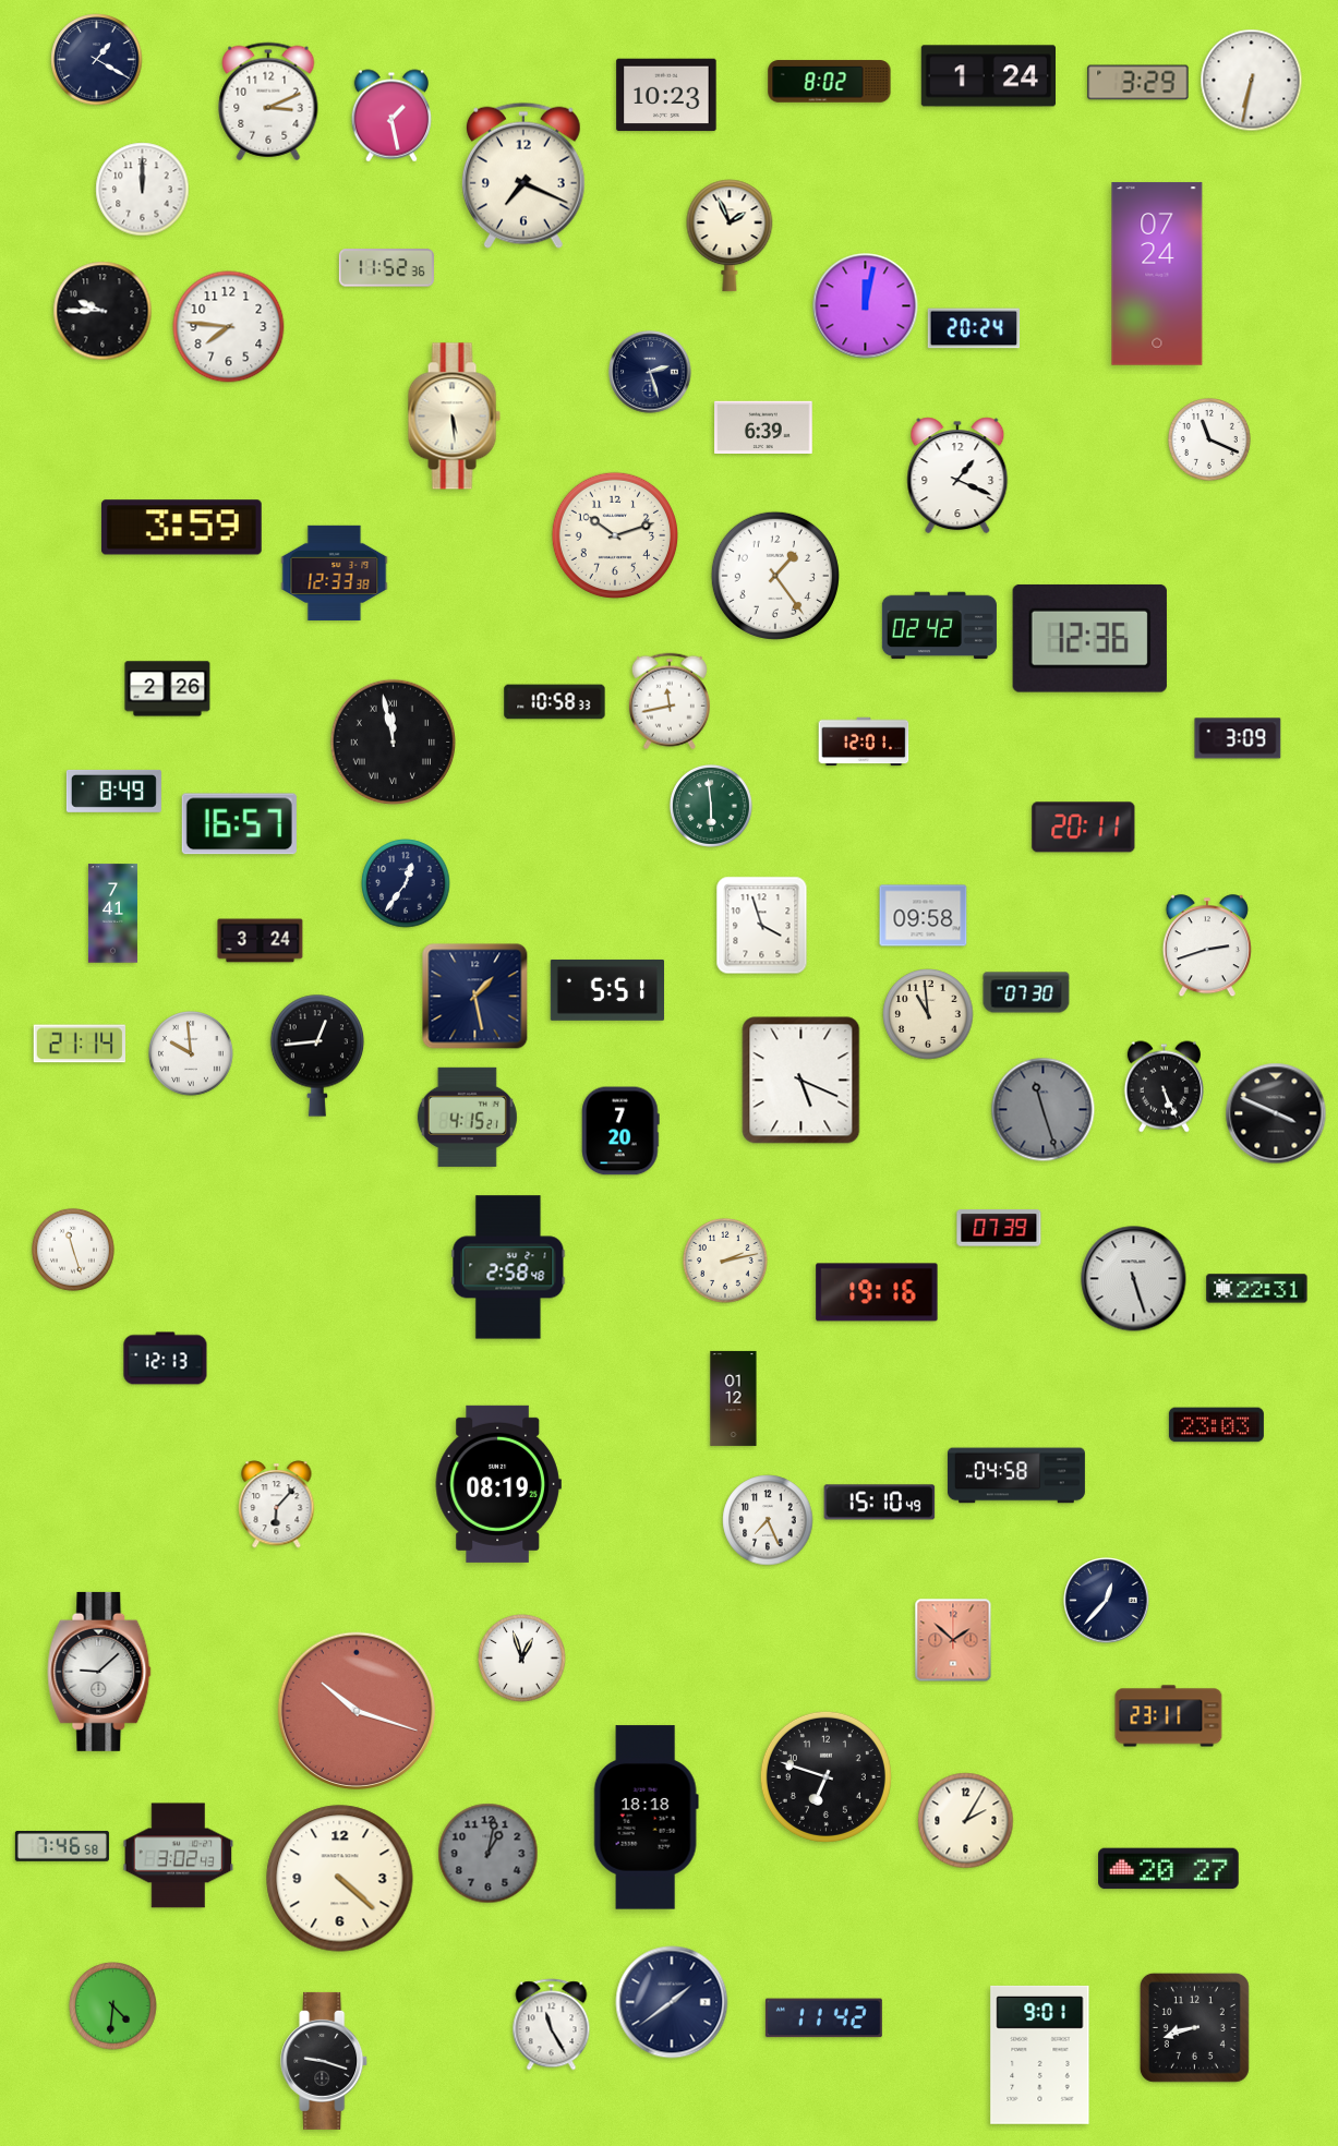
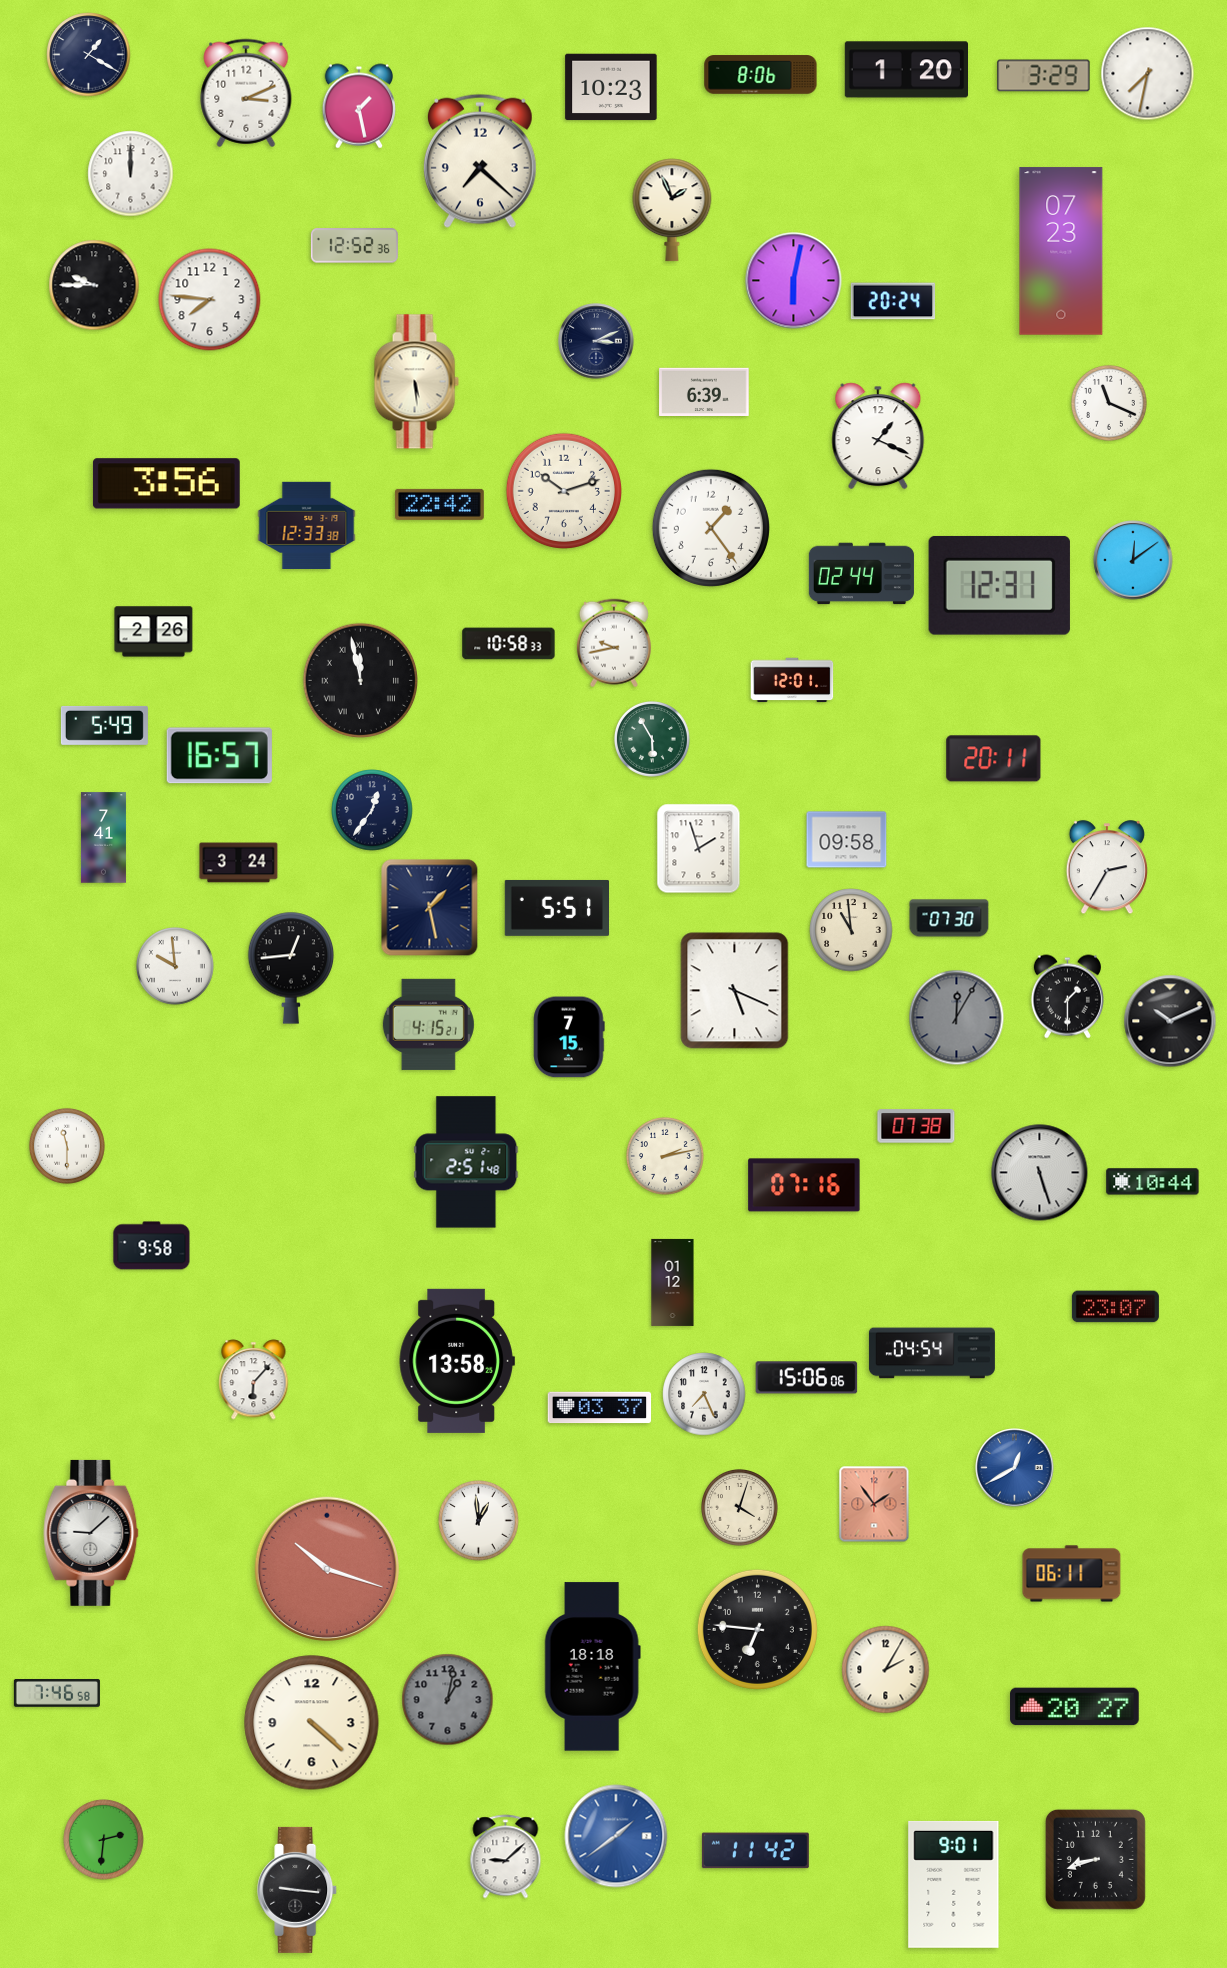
clock at (988, 76): 1:24 -> 1:20
clock at (1252, 81): 6:32 -> 7:32
clock at (830, 82): 8:02 -> 8:06
clock at (523, 176): 7:19 -> 7:22
clock at (730, 236) position: (730, 236) -> (672, 210)
clock at (386, 268): 11:52 -> 12:52
clock at (1157, 274): 07:24 -> 07:23
clock at (866, 306): 12:02 -> 6:02
clock at (650, 372): 2:27 -> 3:11
clock at (763, 427) position: (763, 427) -> (704, 392)
clock at (181, 528): 3:59 -> 3:56
clock at (439, 504): none -> 22:42
clock at (1133, 560): none -> 12:09
clock at (939, 626): 02:42 -> 02:44
clock at (1089, 638): 12:36 -> 12:31
clock at (670, 701): 11:43 -> 9:43
clock at (1238, 738): 3:09 -> none
clock at (113, 791): 8:49 -> 5:49
clock at (711, 806): 5:59 -> 5:55
clock at (762, 926): 3:57 -> 1:57
clock at (1207, 947): 2:42 -> 2:35
clock at (1026, 992) position: (1026, 992) -> (949, 918)
clock at (475, 997) position: (475, 997) -> (430, 908)
clock at (80, 1044): 21:14 -> none
clock at (1164, 1087): 5:26 -> 1:30
clock at (1044, 1110): 11:27 -> 12:05
clock at (1276, 1113): 3:49 -> 10:11
clock at (620, 1131): 7:20 -> 7:15
clock at (999, 1228): 07:39 -> 07:38
clock at (73, 1250): 11:27 -> 11:30
clock at (508, 1267): 2:58 -> 2:51
clock at (1257, 1289): 22:31 -> 10:44
clock at (877, 1292): 19:16 -> 07:16
clock at (166, 1359): 12:13 -> 9:58
clock at (1216, 1425): 23:03 -> 23:07
clock at (1016, 1475): 04:58 -> 04:54
clock at (498, 1484): 08:19 -> 13:58
clock at (880, 1503): 15:10 -> 15:06
clock at (600, 1408): none -> 03:37
clock at (1107, 1601): 12:37 -> 12:40
clock at (1107, 1601) dial: navy -> blue
clock at (953, 1640): 1:52 -> 1:54
clock at (740, 1508): none -> 4:03
clock at (522, 1659): 12:57 -> 12:59
clock at (1169, 1716): 23:11 -> 06:11
clock at (825, 1776): 6:48 -> 6:46
clock at (179, 1856): 3:02 -> none
clock at (1169, 1869) position: (1169, 1869) -> (1075, 1707)
clock at (672, 2002) dial: navy -> blue
clock at (113, 2006): 4:31 -> 2:31
clock at (552, 2025): 11:25 -> 9:08
clock at (325, 2061): 9:18 -> 9:16
